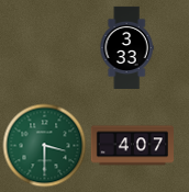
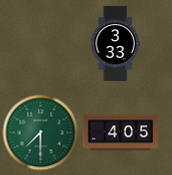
clock at (45, 146): 3:30 -> 7:30
clock at (132, 146): 4:07 -> 4:05
